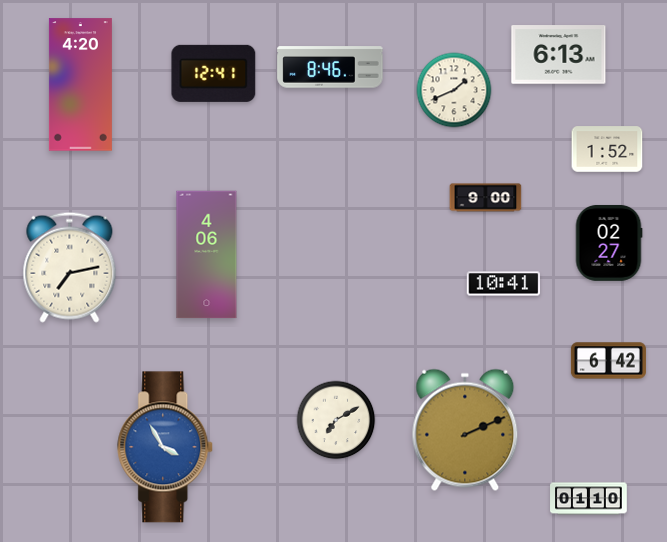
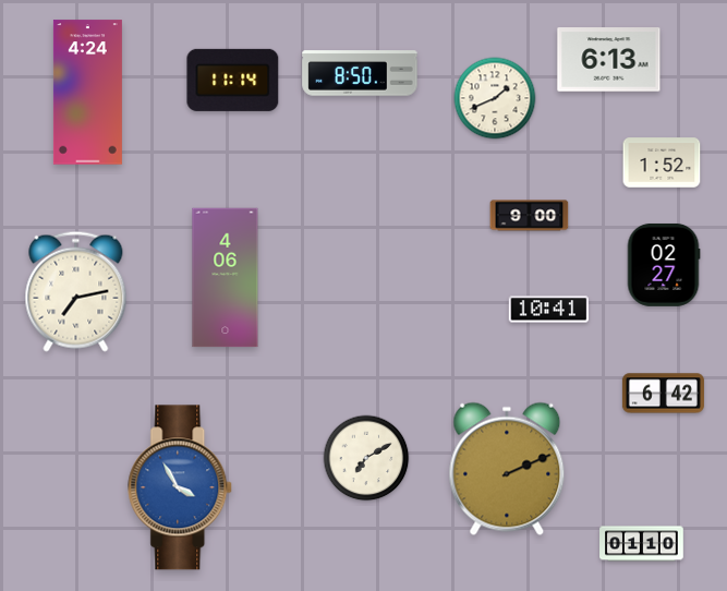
clock at (330, 67): 8:46 -> 8:50
clock at (214, 73): 12:41 -> 11:14
clock at (80, 85): 4:20 -> 4:24
